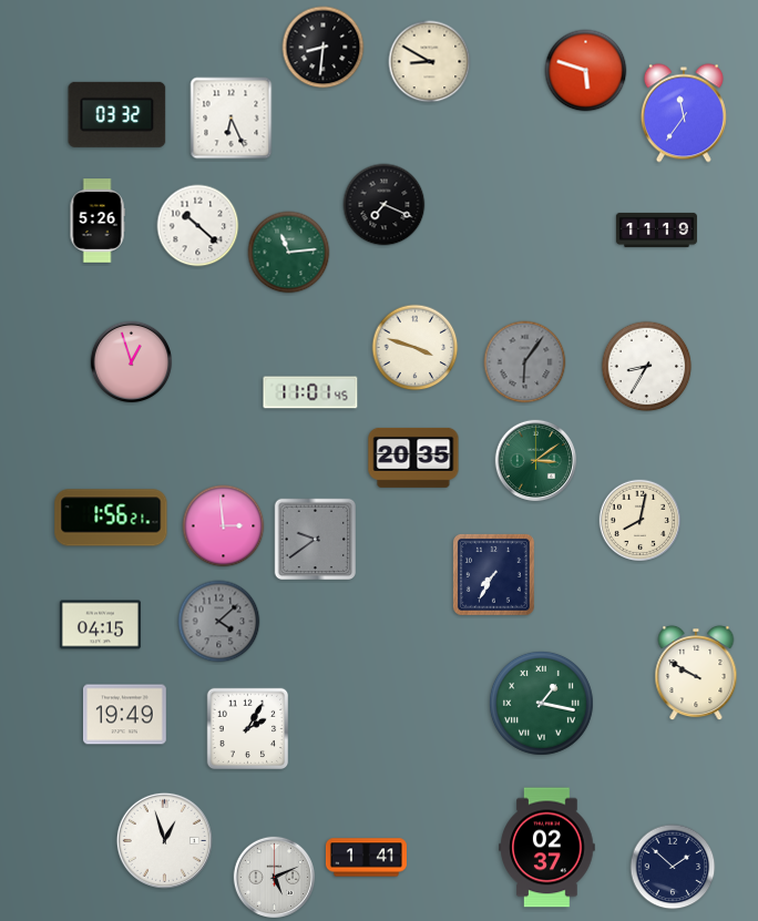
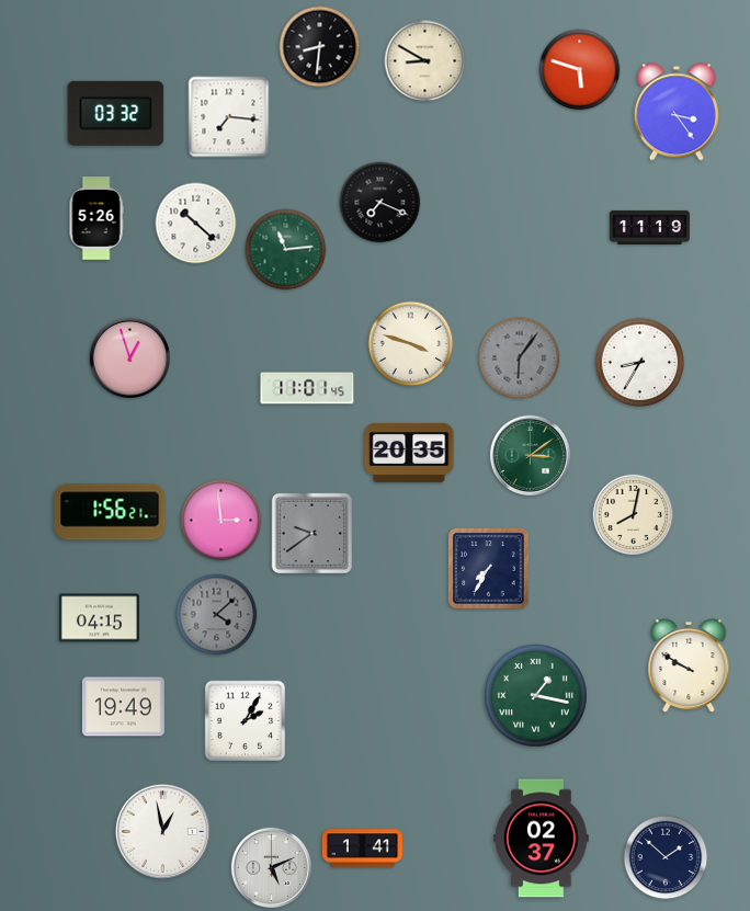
clock at (684, 113): 11:36 -> 3:24
clock at (232, 119): 6:26 -> 7:16
clock at (164, 840): 12:57 -> 12:58
